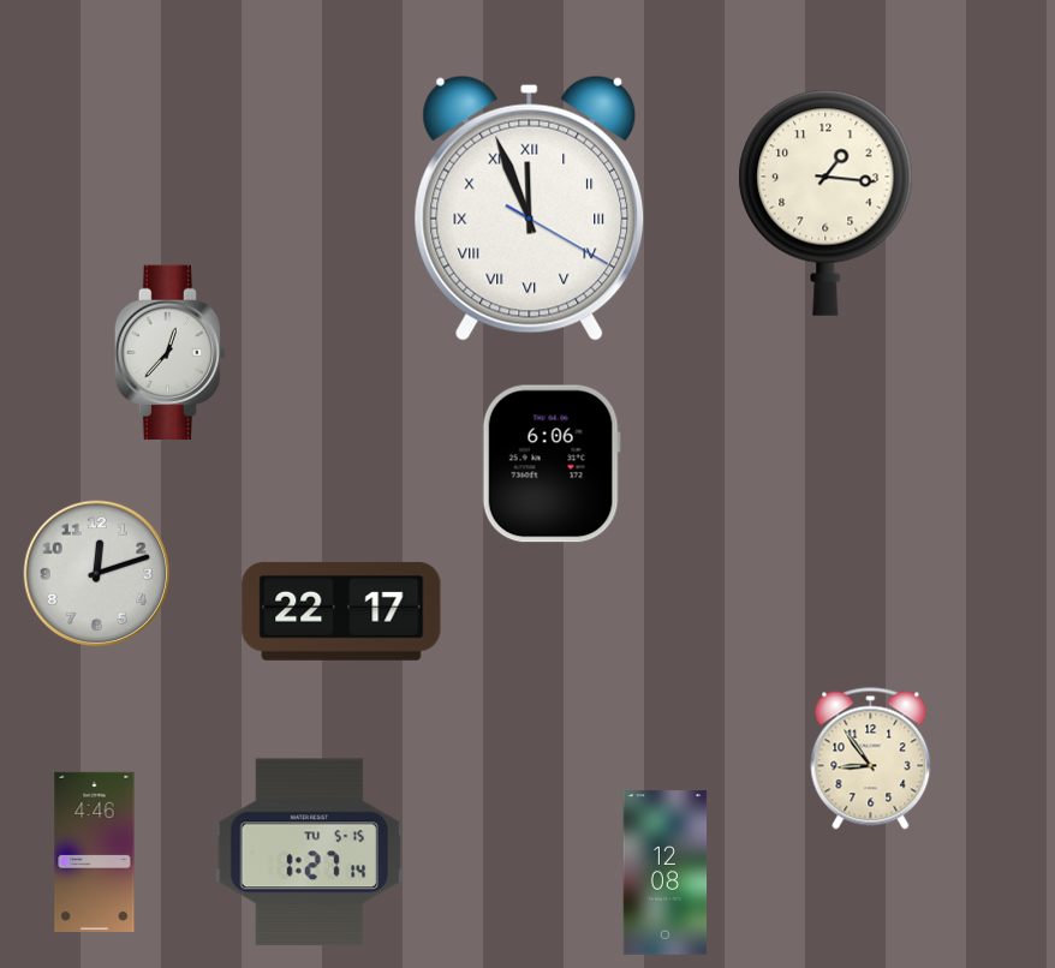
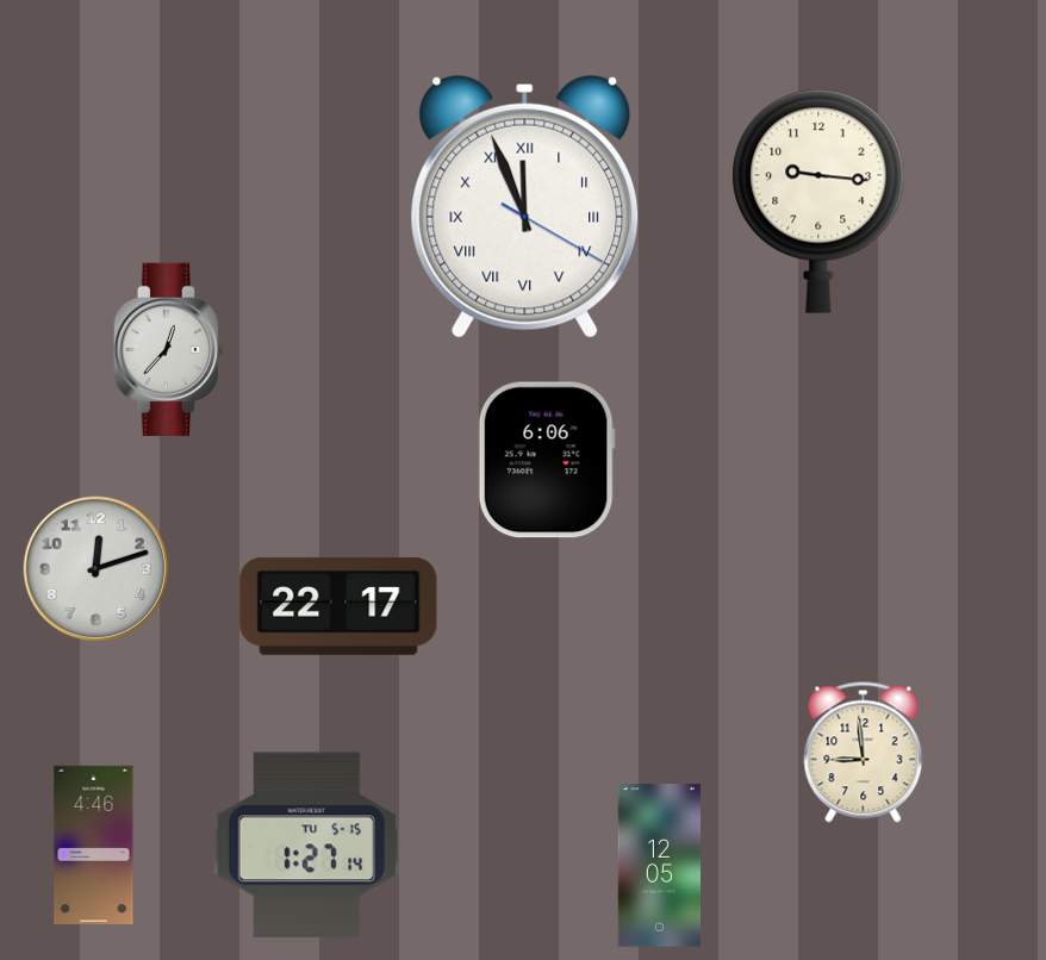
clock at (825, 203): 1:16 -> 9:16
clock at (871, 759): 8:54 -> 8:59
clock at (666, 873): 12:08 -> 12:05
